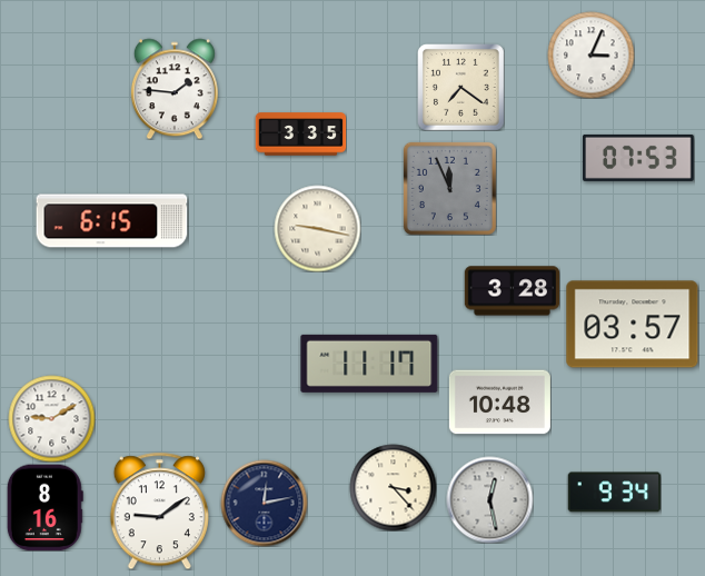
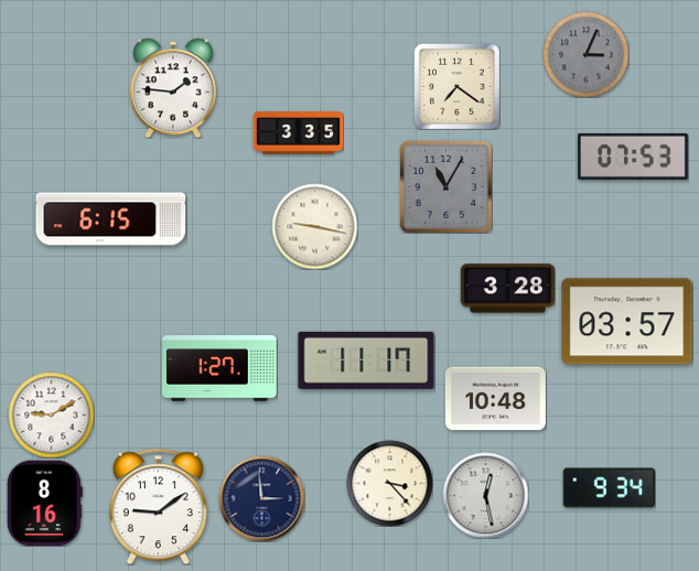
clock at (590, 54) dial: white -> grey
clock at (449, 188): 11:56 -> 11:05
clock at (219, 368): none -> 1:27
clock at (264, 503): 12:13 -> 2:59
